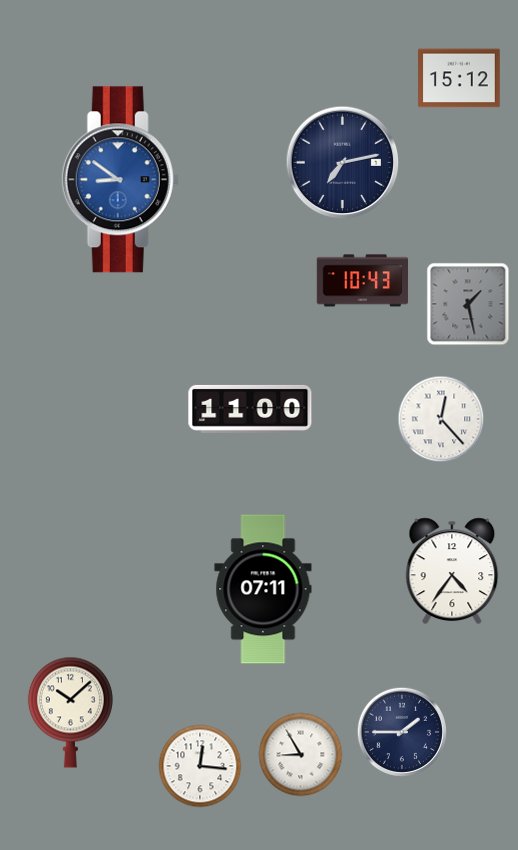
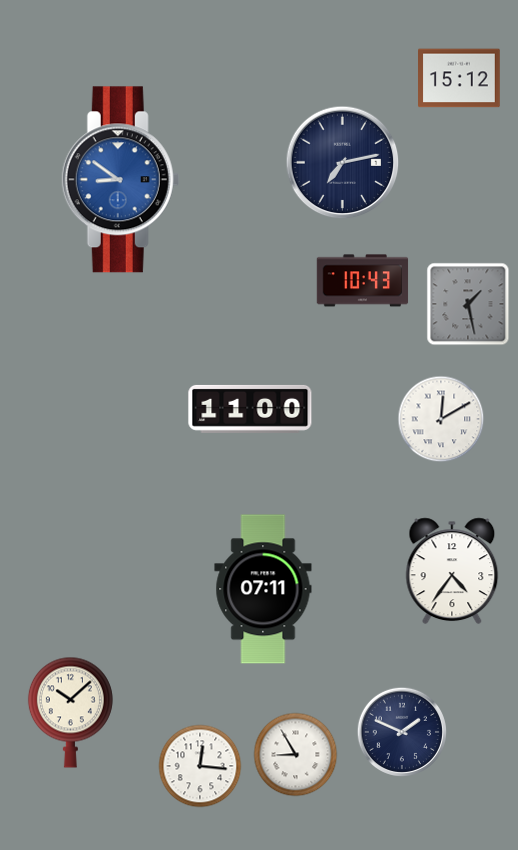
clock at (441, 419): 12:23 -> 12:10
clock at (401, 731): 1:45 -> 1:49
clock at (301, 755) position: (301, 755) -> (296, 755)
